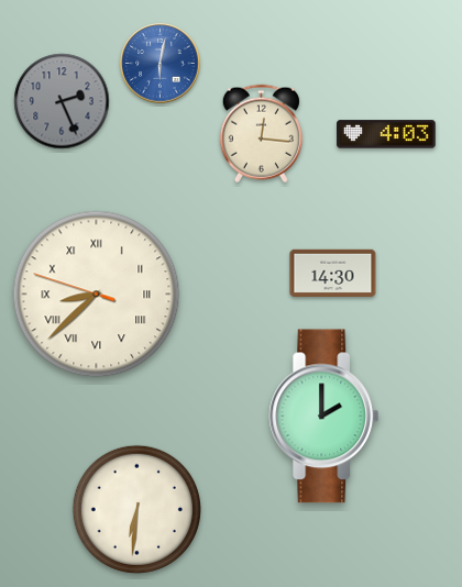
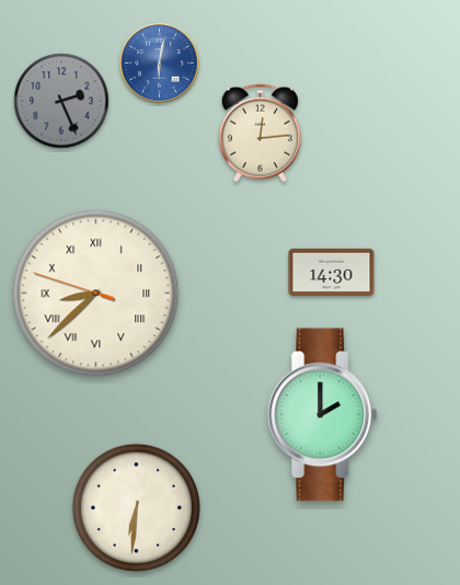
clock at (261, 134): 12:16 -> 12:14
clock at (386, 134): 4:03 -> none
